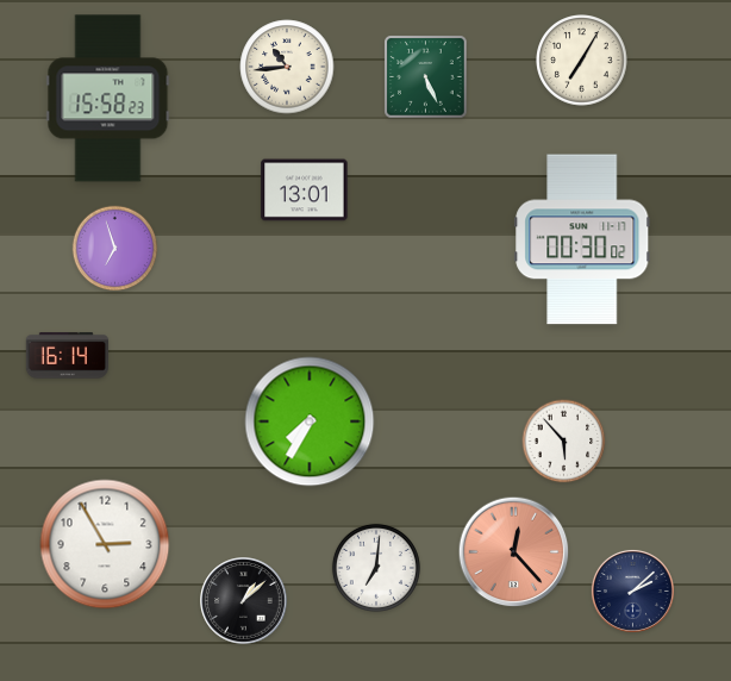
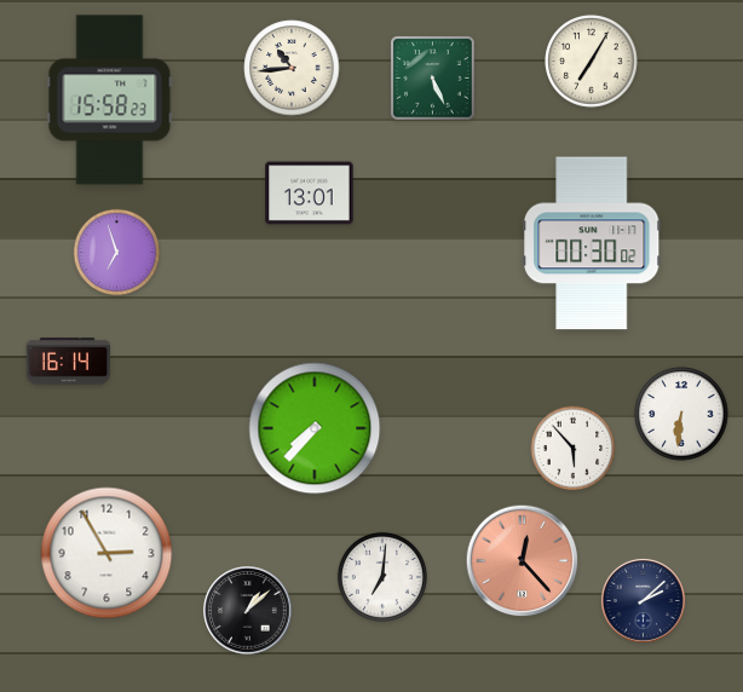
clock at (681, 414): none -> 6:31
clock at (310, 421): 7:35 -> 7:37
